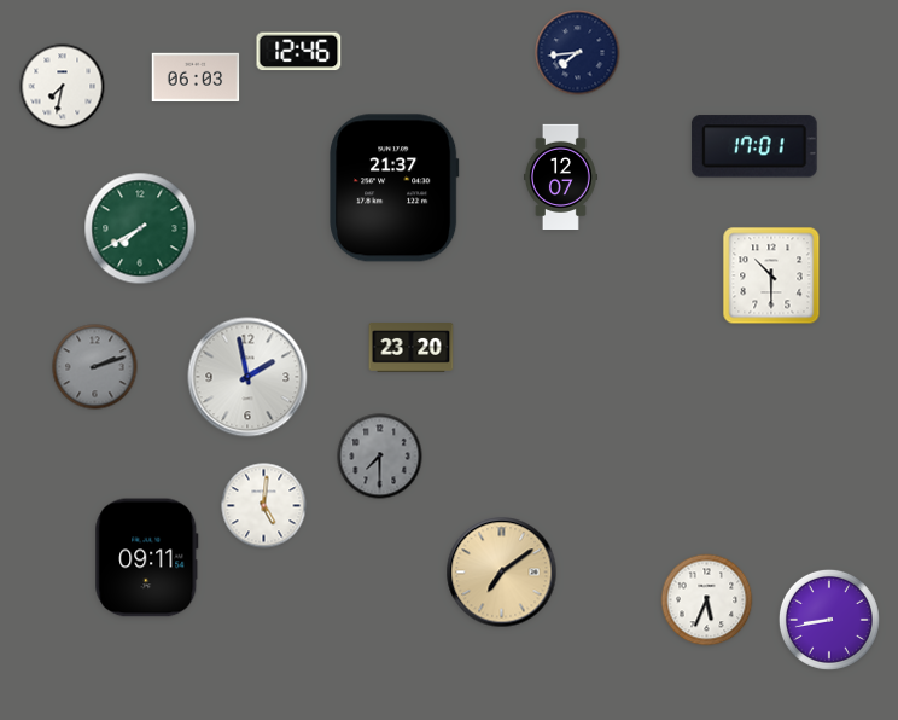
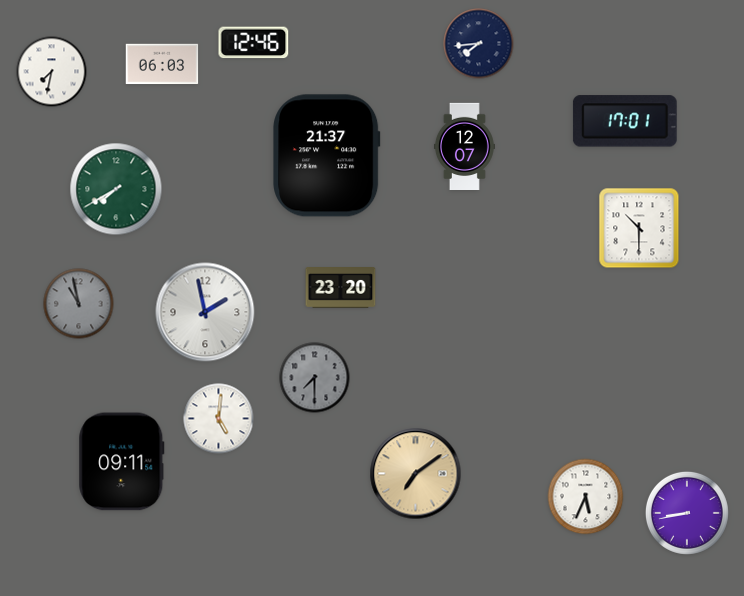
clock at (299, 52) position: (299, 52) -> (254, 43)
clock at (95, 367): 2:12 -> 10:58
